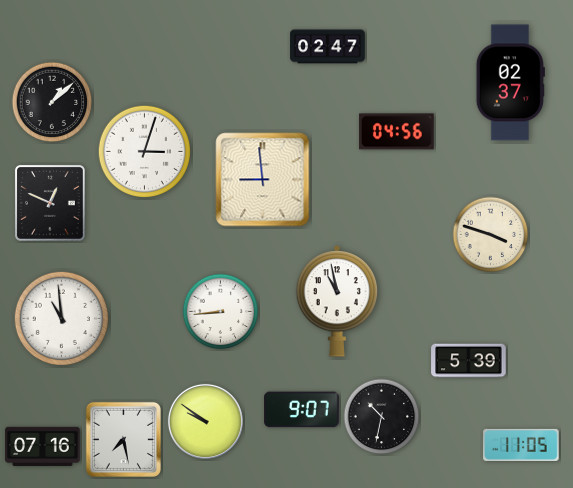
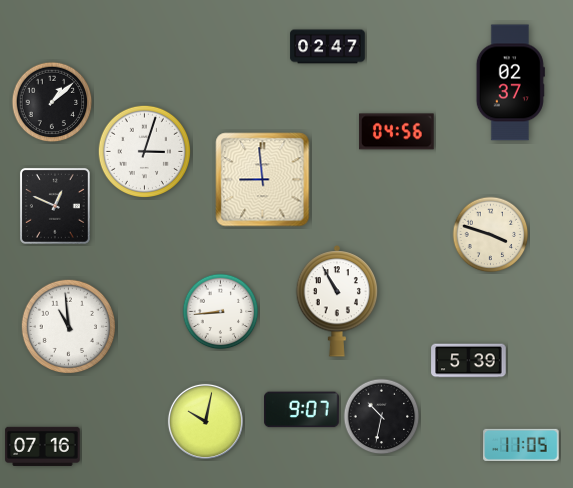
clock at (50, 203) position: (50, 203) -> (55, 206)
clock at (337, 301): 10:58 -> 10:55
clock at (61, 318) position: (61, 318) -> (68, 326)
clock at (205, 421): 9:51 -> 10:02
clock at (123, 439): 7:28 -> none
